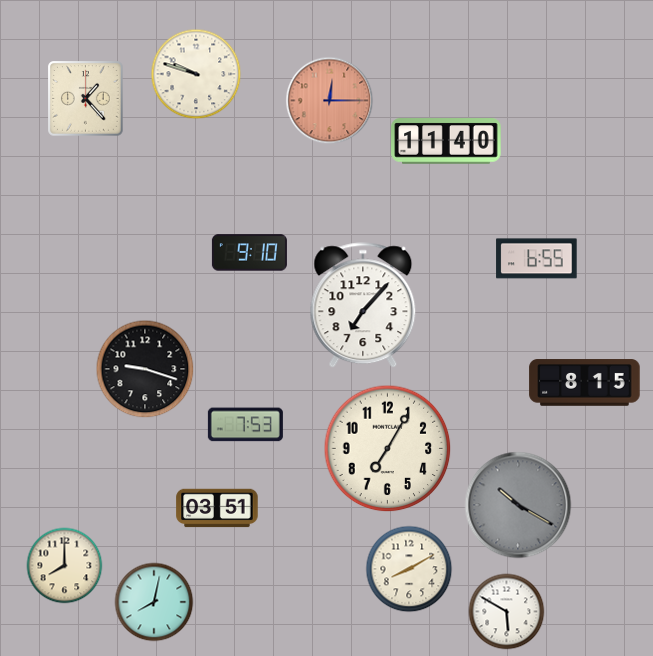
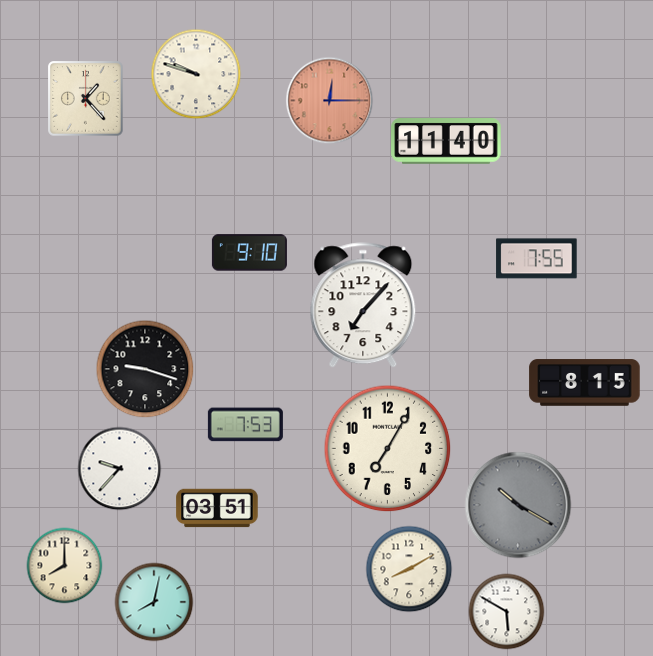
clock at (537, 259): 6:55 -> 7:55
clock at (120, 469): none -> 9:37
